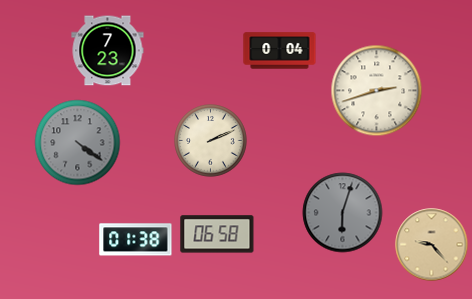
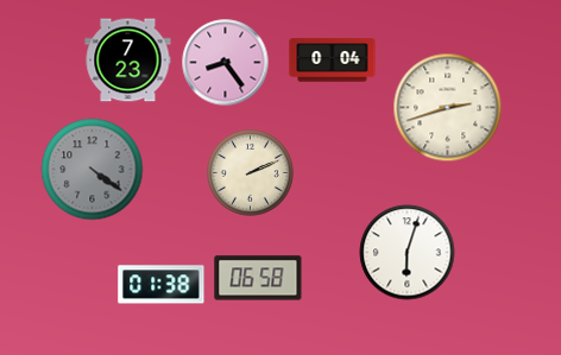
clock at (226, 63): none -> 8:24
clock at (211, 141) position: (211, 141) -> (251, 173)
clock at (343, 213) dial: grey -> white
clock at (432, 245): 9:23 -> none
